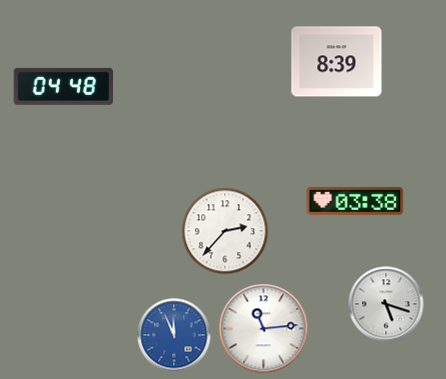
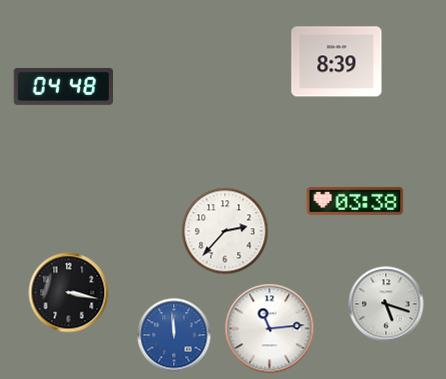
clock at (69, 293): none -> 3:17
clock at (264, 329) position: (264, 329) -> (270, 329)
clock at (174, 335): 11:56 -> 11:59
